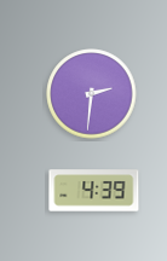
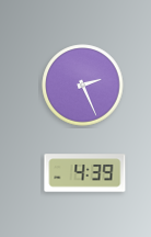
clock at (92, 94): 2:31 -> 2:26
